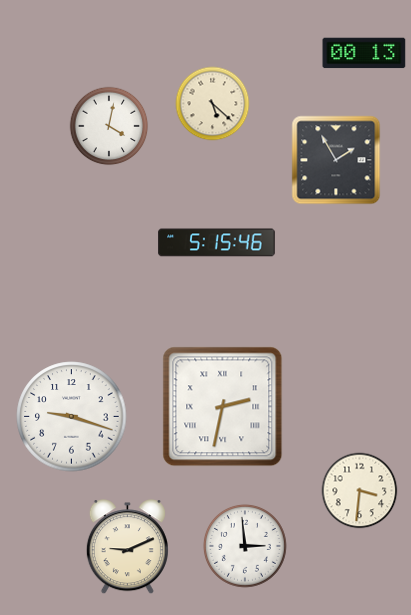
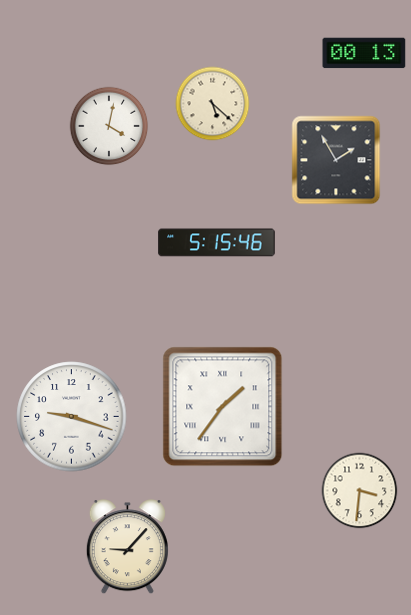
clock at (223, 407): 2:32 -> 1:36
clock at (245, 546): 2:59 -> none
clock at (127, 547): 9:11 -> 9:07
